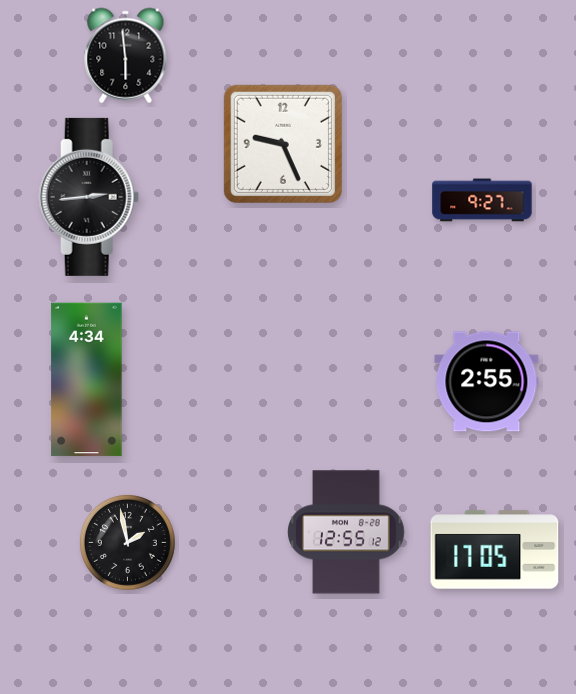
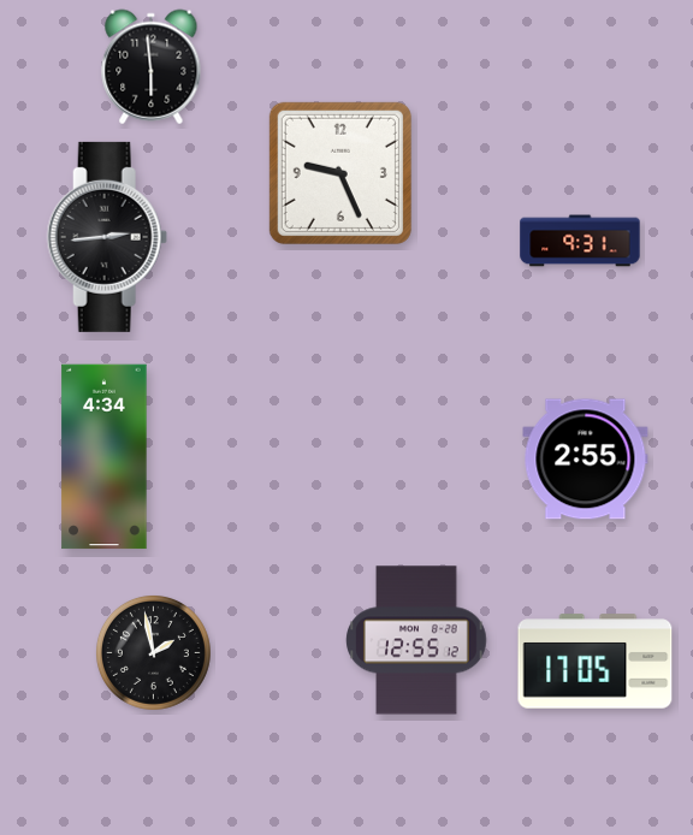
clock at (482, 200): 9:27 -> 9:31
